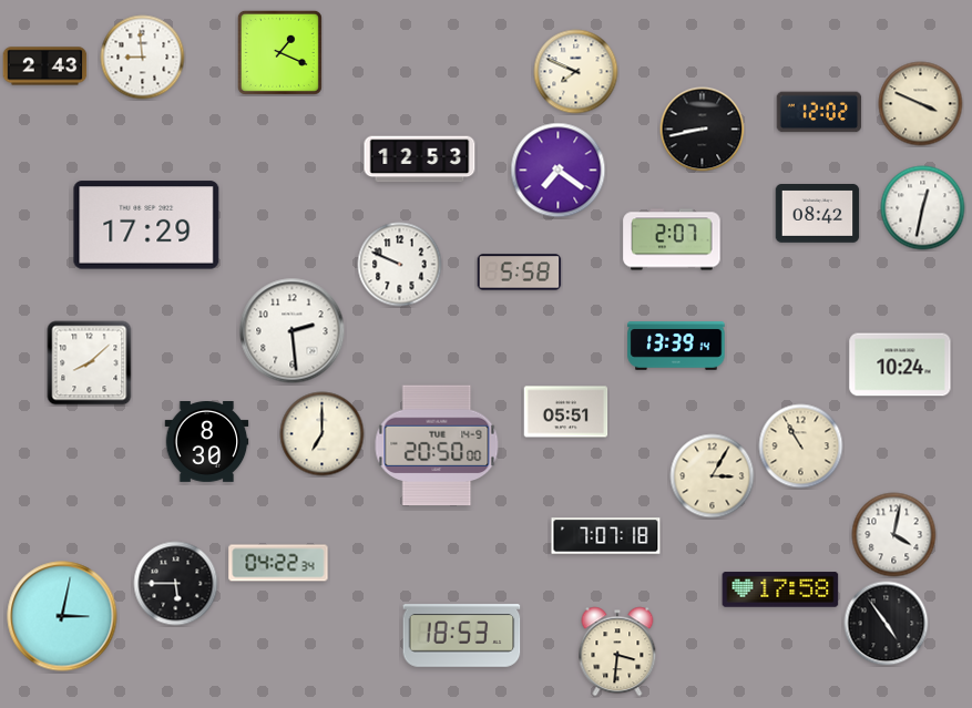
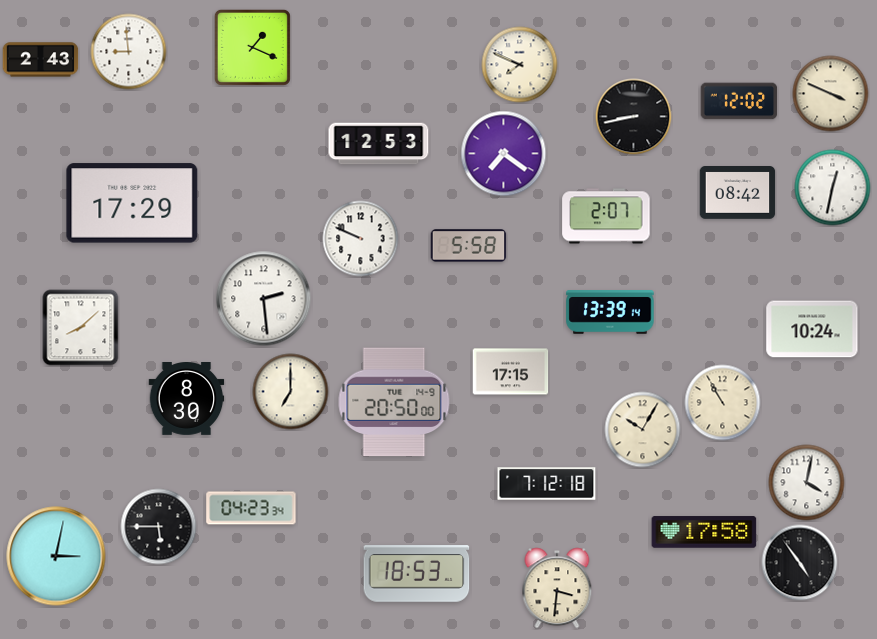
clock at (566, 412): 05:51 -> 17:15
clock at (713, 476): 3:05 -> 10:05
clock at (606, 536): 7:07 -> 7:12
clock at (278, 563): 04:22 -> 04:23
